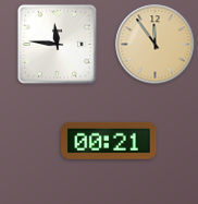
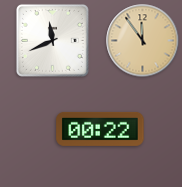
clock at (57, 44): 11:46 -> 11:41
clock at (109, 141): 00:21 -> 00:22
